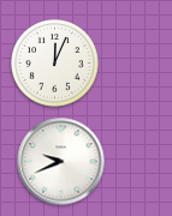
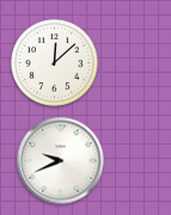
clock at (55, 64): 12:04 -> 12:08
